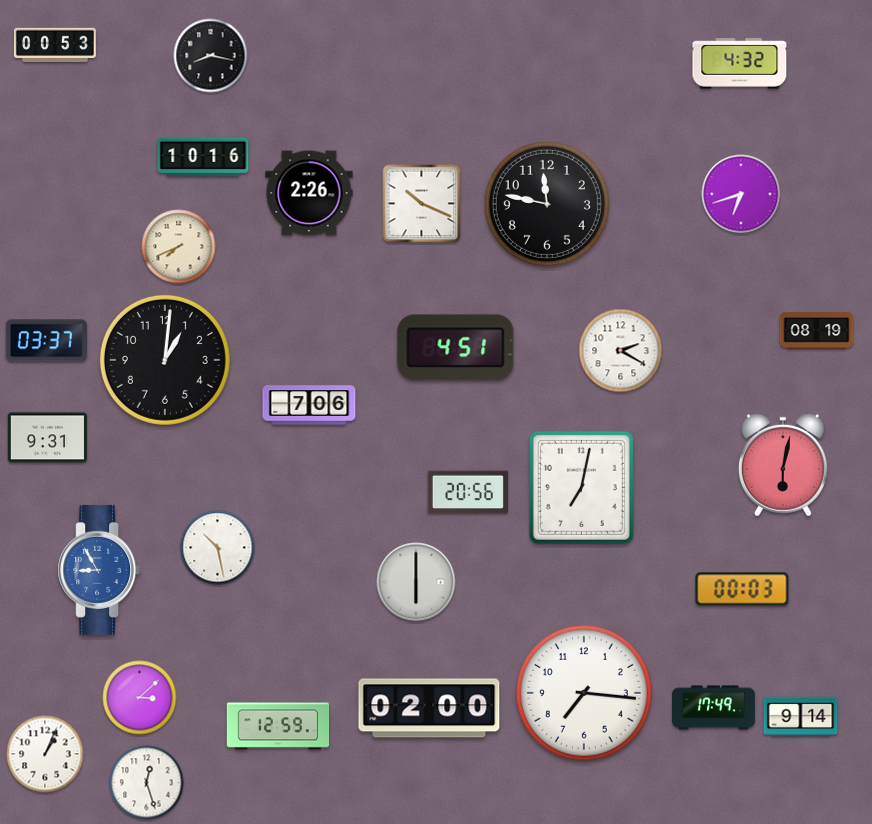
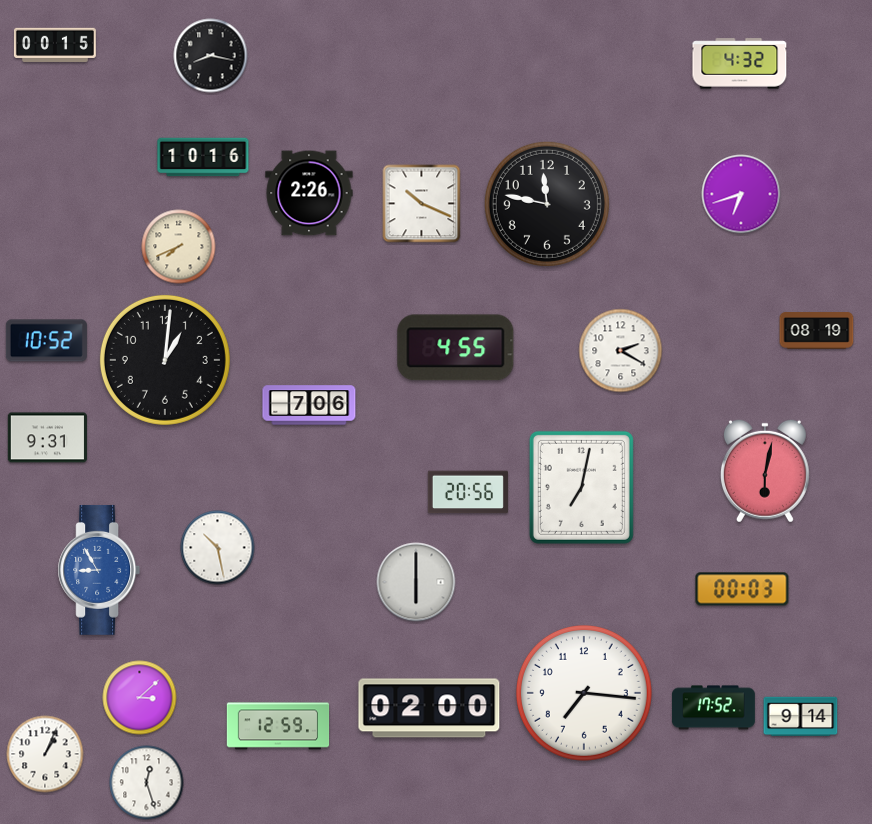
clock at (55, 44): 00:53 -> 00:15
clock at (46, 341): 03:37 -> 10:52
clock at (456, 348): 4:51 -> 4:55
clock at (783, 465) position: (783, 465) -> (765, 471)
clock at (713, 708): 17:49 -> 17:52
